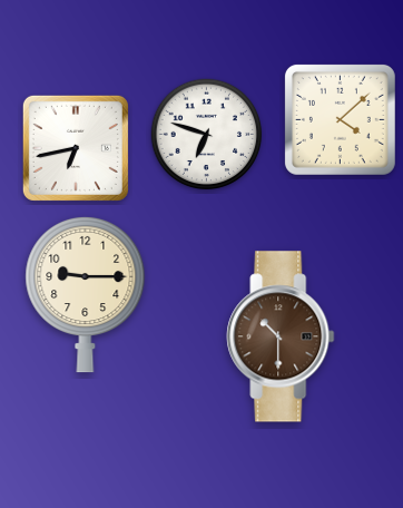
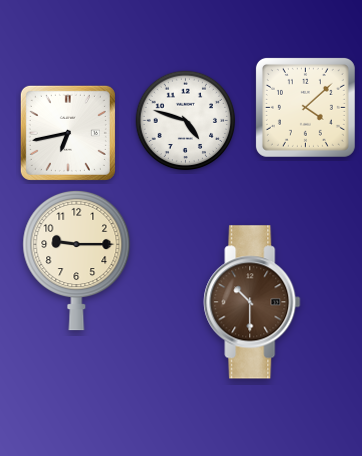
clock at (207, 135): 6:48 -> 4:48
clock at (86, 294) position: (86, 294) -> (77, 260)
